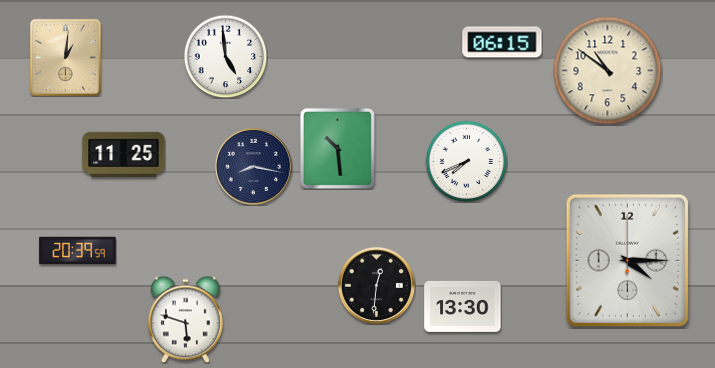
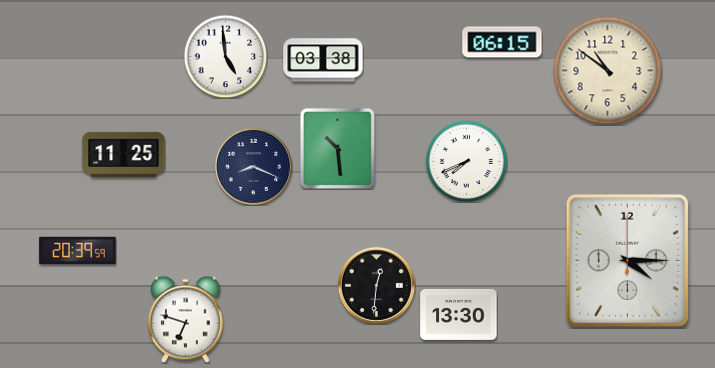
clock at (65, 57): 1:01 -> none
clock at (323, 60): none -> 03:38
clock at (253, 166): 8:17 -> 8:19
clock at (463, 306) position: (463, 306) -> (459, 314)
clock at (185, 319): 5:48 -> 6:48
